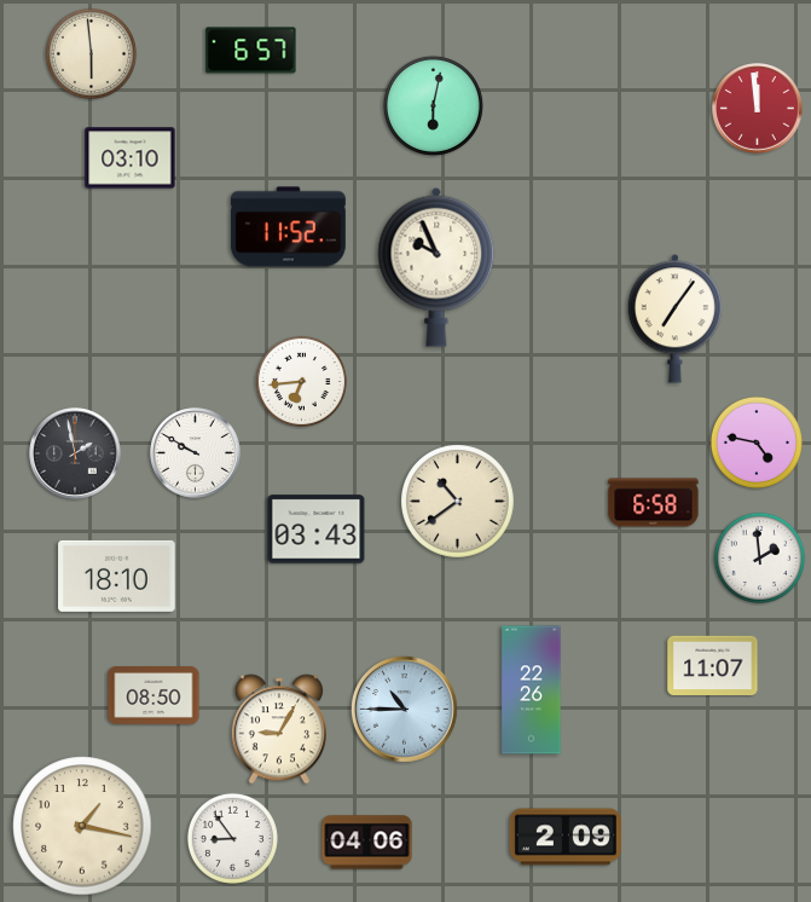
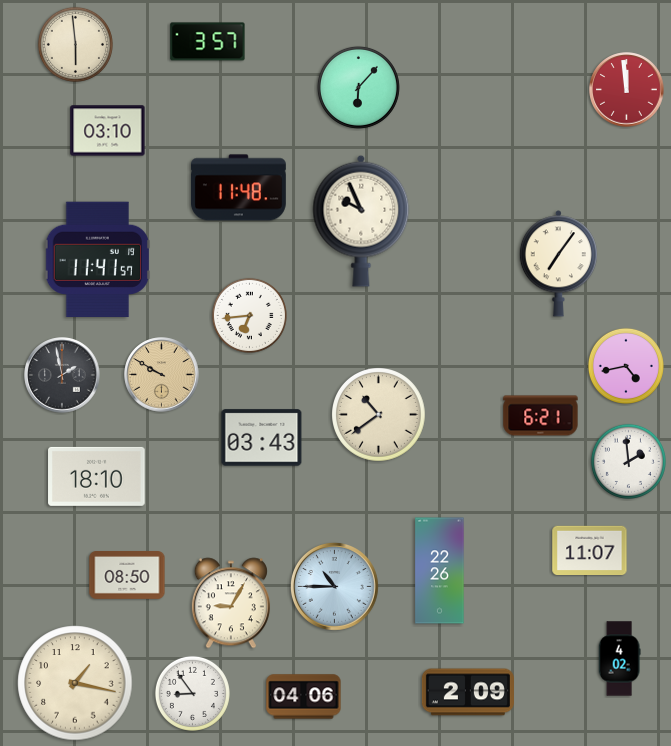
clock at (251, 51): 6:57 -> 3:57
clock at (433, 105): 6:02 -> 6:07
clock at (288, 227): 11:52 -> 11:48
clock at (97, 260): none -> 11:41
clock at (757, 443): 4:47 -> 4:43
clock at (196, 453) dial: white -> champagne
clock at (654, 503): 6:58 -> 6:21
clock at (619, 659): none -> 4:02
clock at (82, 826) position: (82, 826) -> (75, 683)
